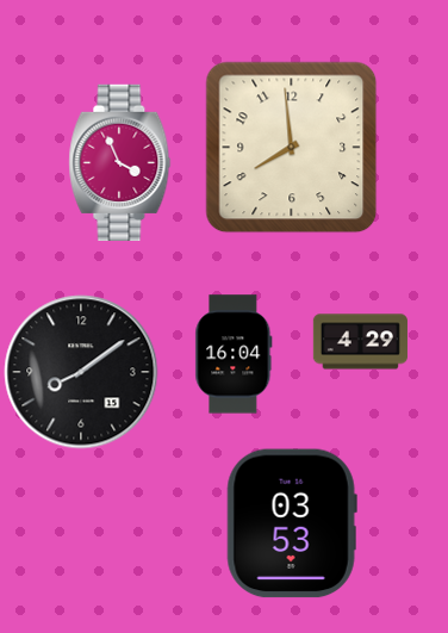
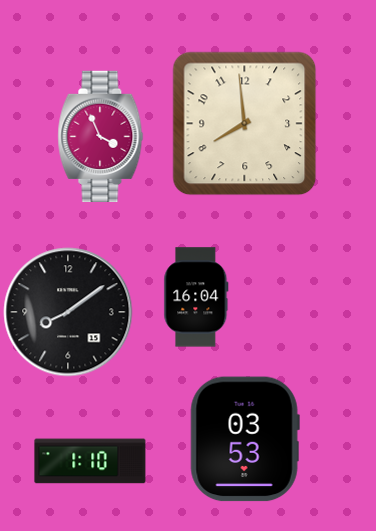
clock at (360, 342): 4:29 -> none
clock at (90, 461): none -> 1:10
